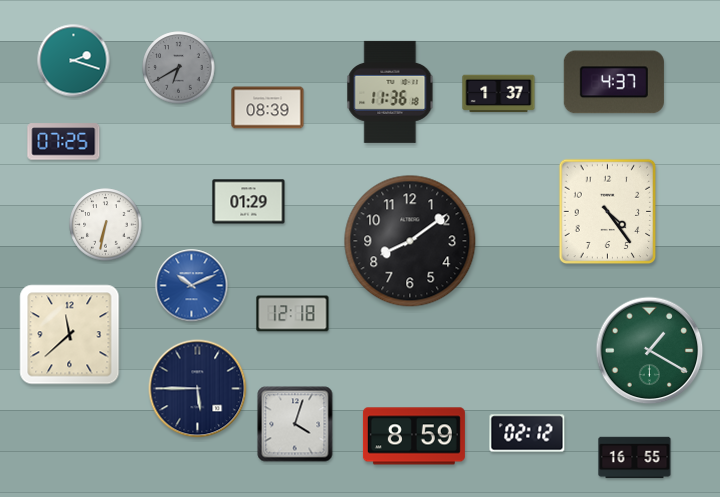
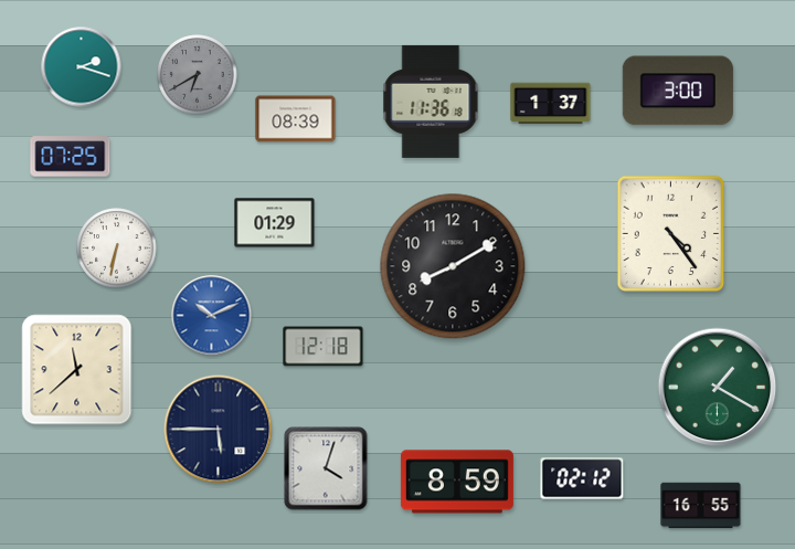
clock at (614, 82): 4:37 -> 3:00
clock at (410, 241): 8:09 -> 8:10
